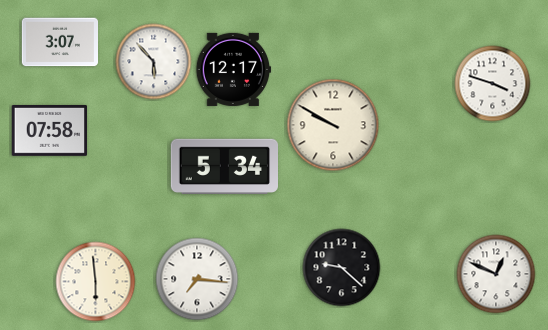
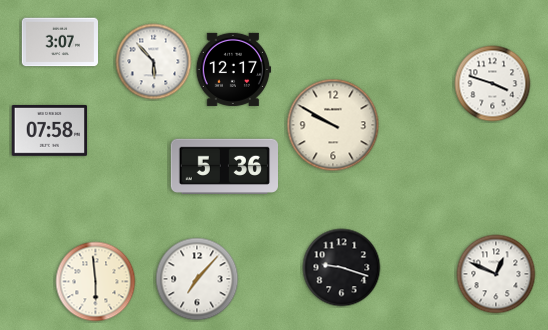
clock at (224, 166): 5:34 -> 5:36
clock at (342, 268): 9:22 -> 9:18
clock at (197, 279): 7:16 -> 7:07
